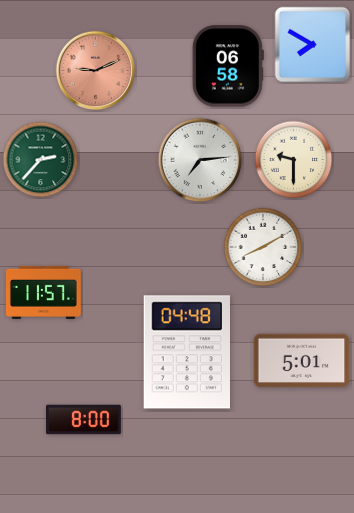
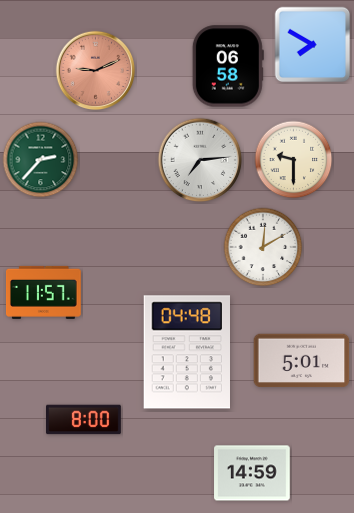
clock at (263, 247): 8:10 -> 12:10
clock at (252, 473): none -> 14:59
